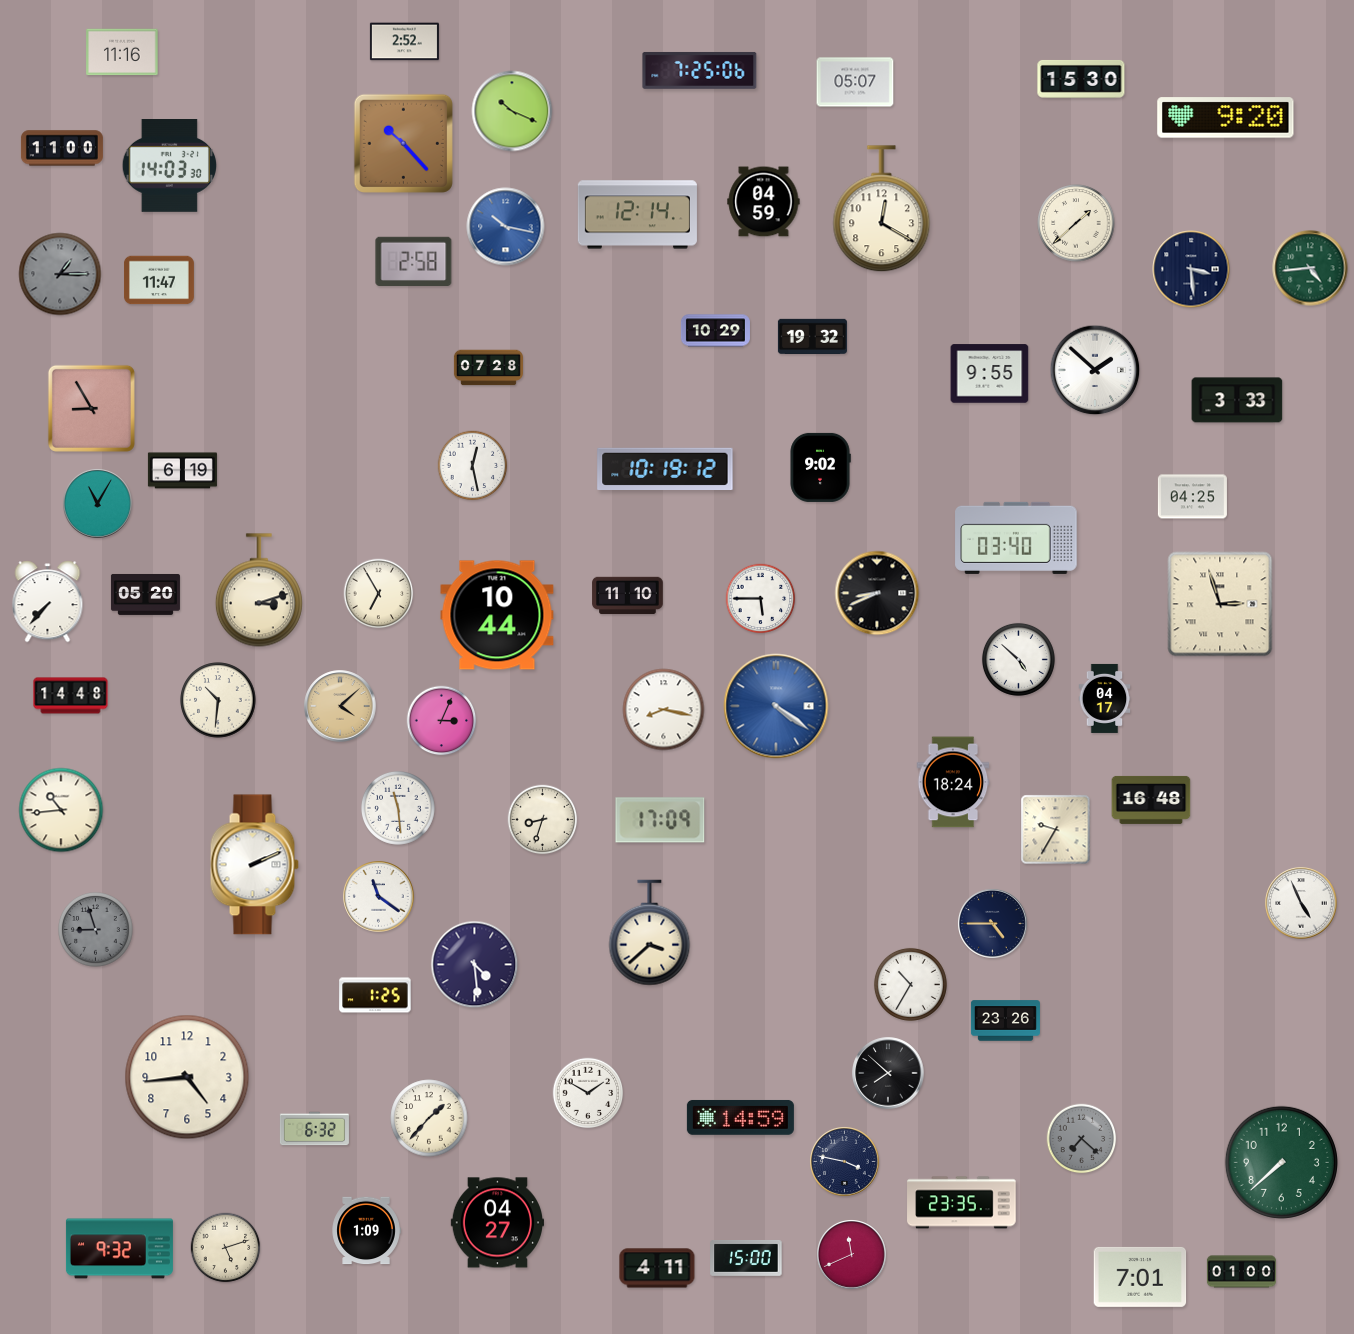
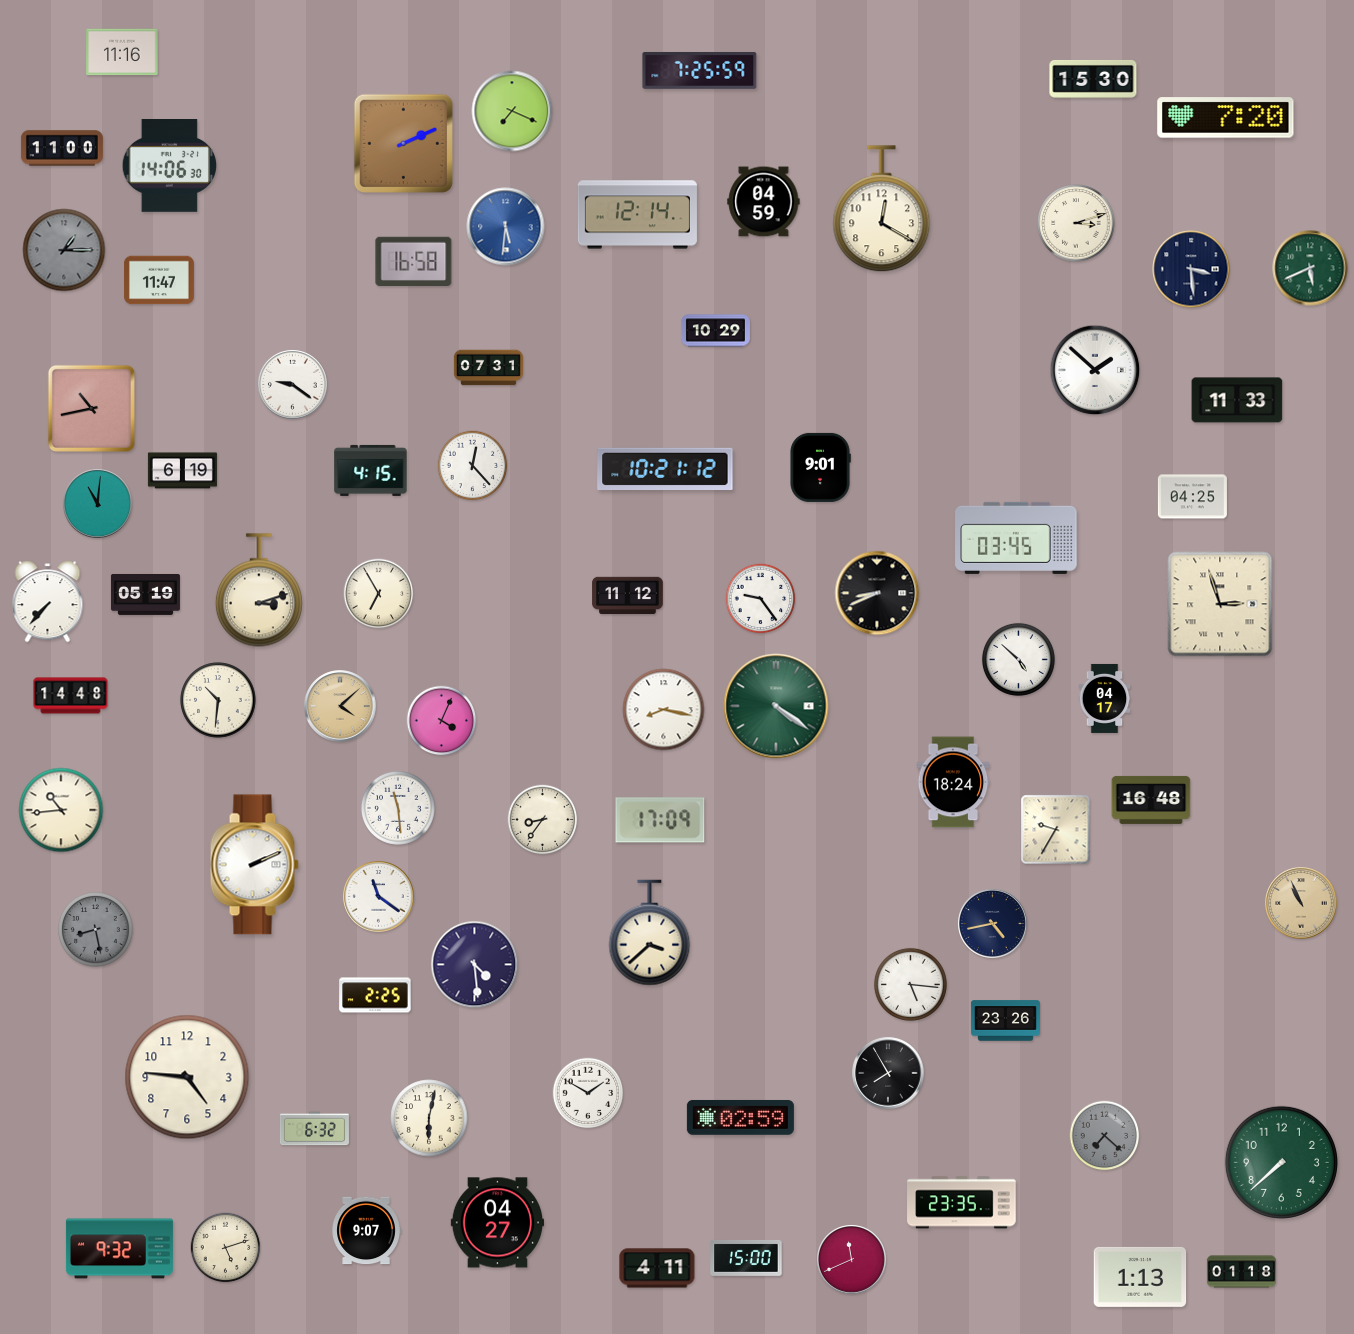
clock at (404, 42): 2:52 -> none
clock at (700, 71): 7:25:06 -> 7:25:59
clock at (1081, 79) position: (1081, 79) -> (1093, 79)
clock at (855, 82): 05:07 -> none
clock at (512, 111): 10:19 -> 7:19
clock at (1226, 118): 9:20 -> 7:20
clock at (403, 143): 10:23 -> 2:11
clock at (169, 166): 14:03 -> 14:06
clock at (1076, 223): 1:38 -> 3:12
clock at (506, 227): 10:17 -> 5:31
clock at (414, 261): 2:58 -> 16:58
clock at (1310, 268): 4:44 -> 5:41
clock at (60, 274) position: (60, 274) -> (64, 250)
clock at (812, 336): 19:32 -> none
clock at (488, 368): 07:28 -> 07:31
clock at (990, 374): 9:55 -> none
clock at (293, 385): none -> 9:21
clock at (1237, 400): 3:33 -> 11:33
clock at (91, 408): 8:55 -> 10:43
clock at (473, 466): 12:28 -> 12:23
clock at (820, 467): 9:02 -> 9:01
clock at (665, 468): 10:19 -> 10:21
clock at (371, 470): none -> 4:15
clock at (98, 504): 11:05 -> 11:01
clock at (1016, 538): 03:40 -> 03:45
clock at (145, 595): 05:20 -> 05:19
clock at (628, 596): 11:10 -> 11:12
clock at (761, 599): 5:45 -> 9:24
clock at (497, 615): 10:44 -> none
clock at (776, 706) dial: blue -> green
clock at (442, 721): 3:04 -> 4:04
clock at (543, 820): 8:33 -> 8:36
clock at (1301, 903): 4:56 -> 10:56
clock at (1301, 903) dial: white -> champagne
clock at (993, 924): 4:45 -> 4:43
clock at (96, 930): 8:57 -> 8:28
clock at (910, 984): 10:35 -> 5:16
clock at (375, 995): 1:25 -> 2:25
clock at (888, 1073): 7:52 -> 7:55
clock at (187, 1077): 4:44 -> 4:46
clock at (740, 1117): 14:59 -> 02:59
clock at (429, 1118): 1:37 -> 6:02
clock at (1082, 1139) position: (1082, 1139) -> (1105, 1136)
clock at (845, 1162): 3:47 -> none
clock at (366, 1231): 1:09 -> 9:07
clock at (852, 1255) position: (852, 1255) -> (852, 1260)
clock at (1241, 1272): 01:00 -> 01:18
clock at (1140, 1277): 7:01 -> 1:13
